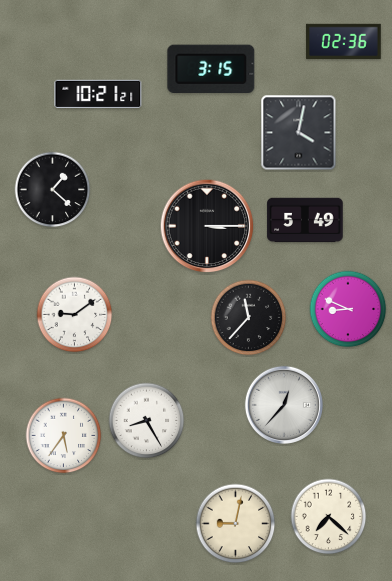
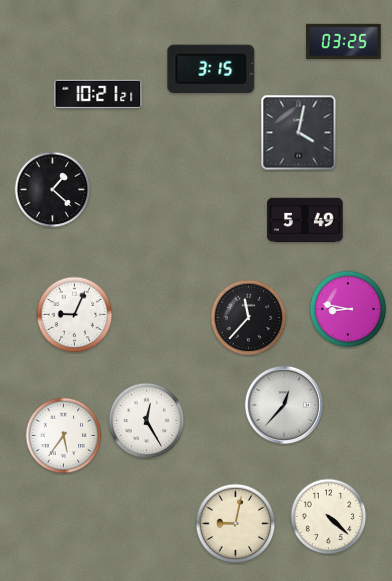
clock at (344, 42): 02:36 -> 03:25
clock at (207, 226): 3:15 -> none
clock at (348, 309): 8:49 -> 8:47
clock at (75, 315): 9:09 -> 9:04
clock at (147, 421): 8:25 -> 12:25
clock at (329, 517): 7:22 -> 4:22
